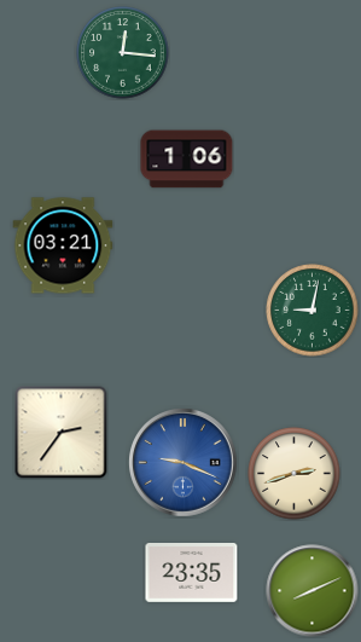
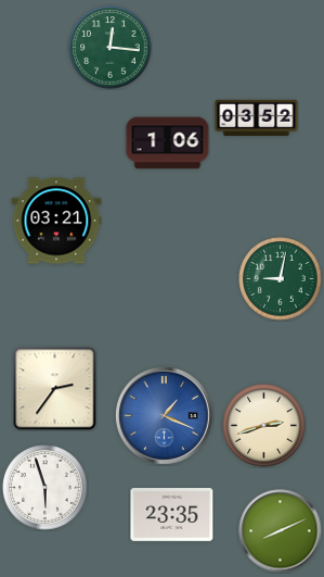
clock at (257, 118): none -> 03:52
clock at (184, 463): 9:19 -> 1:19
clock at (46, 488): none -> 5:57
